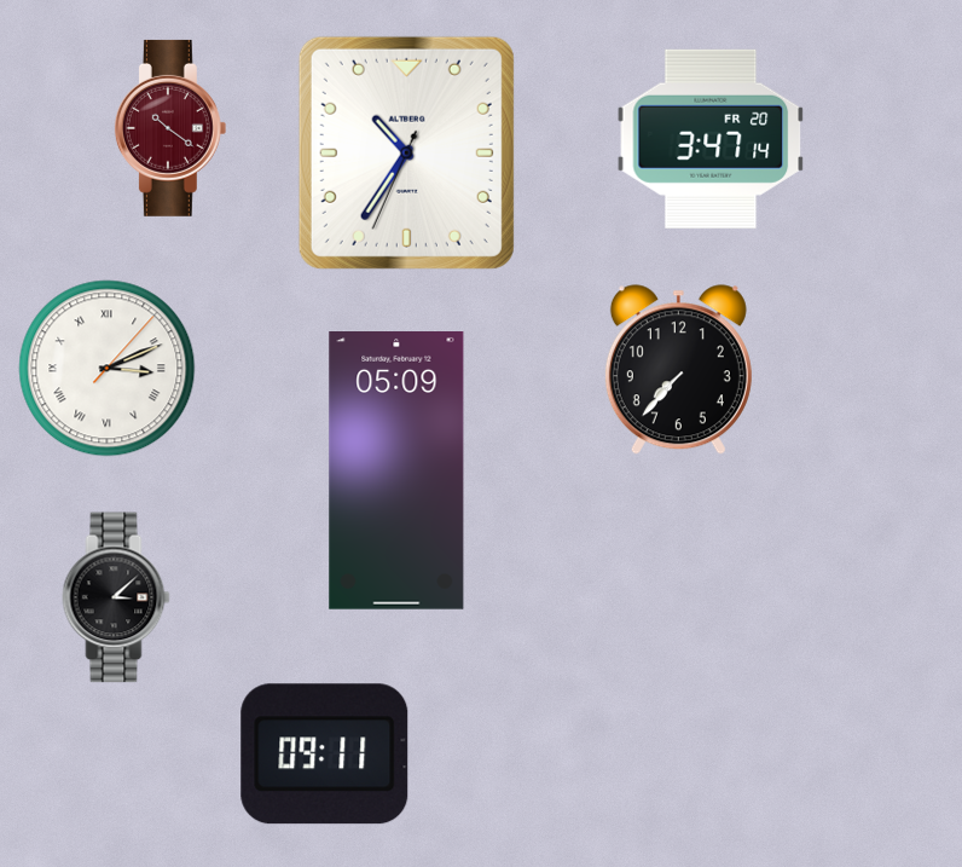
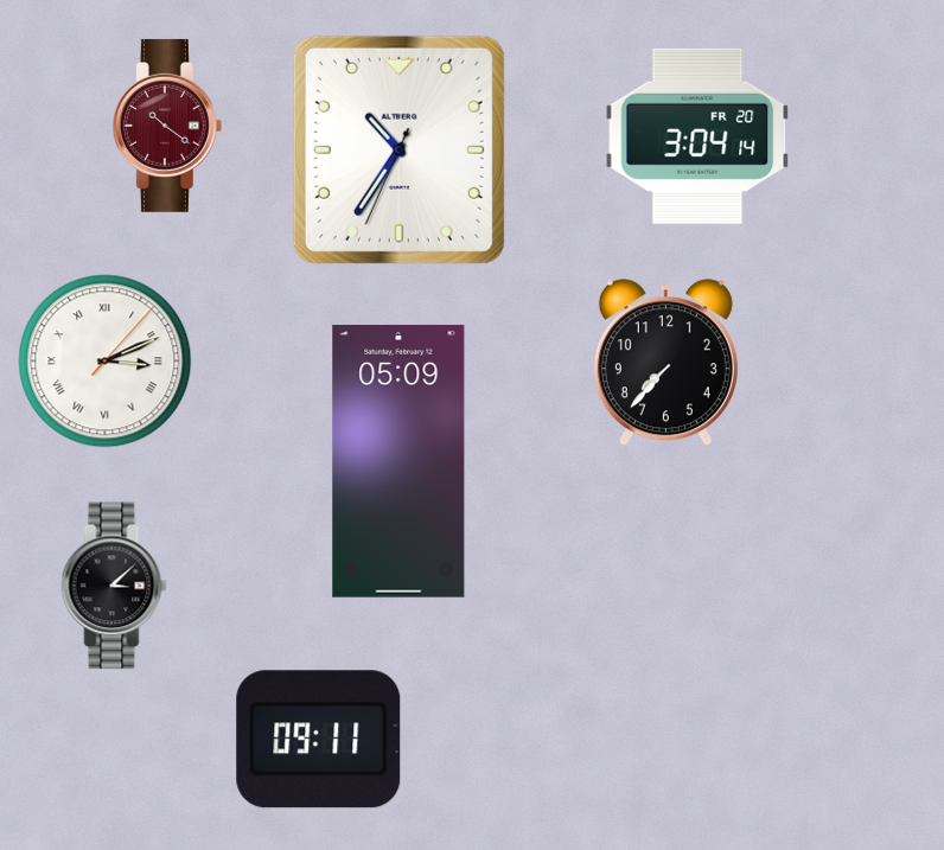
clock at (711, 139): 3:47 -> 3:04
clock at (396, 472) position: (396, 472) -> (398, 462)
